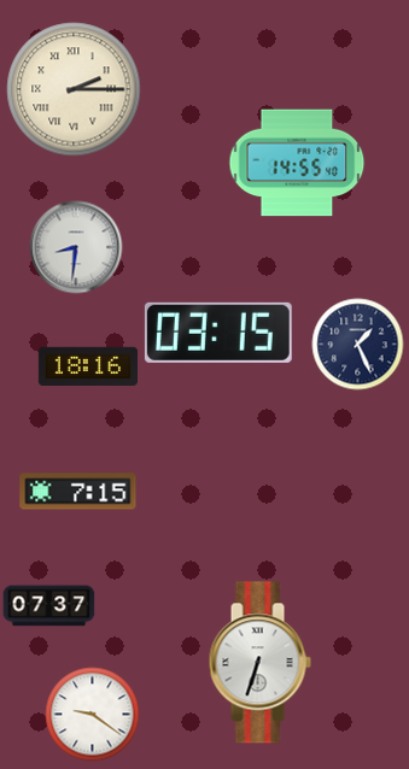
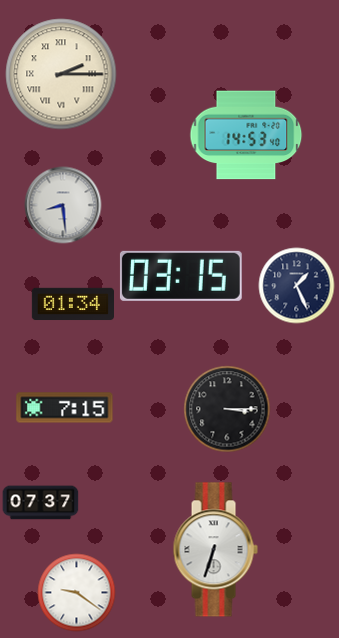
clock at (297, 163): 14:55 -> 14:53
clock at (76, 247): 8:31 -> 8:29
clock at (87, 366): 18:16 -> 01:34
clock at (227, 409): none -> 3:15
